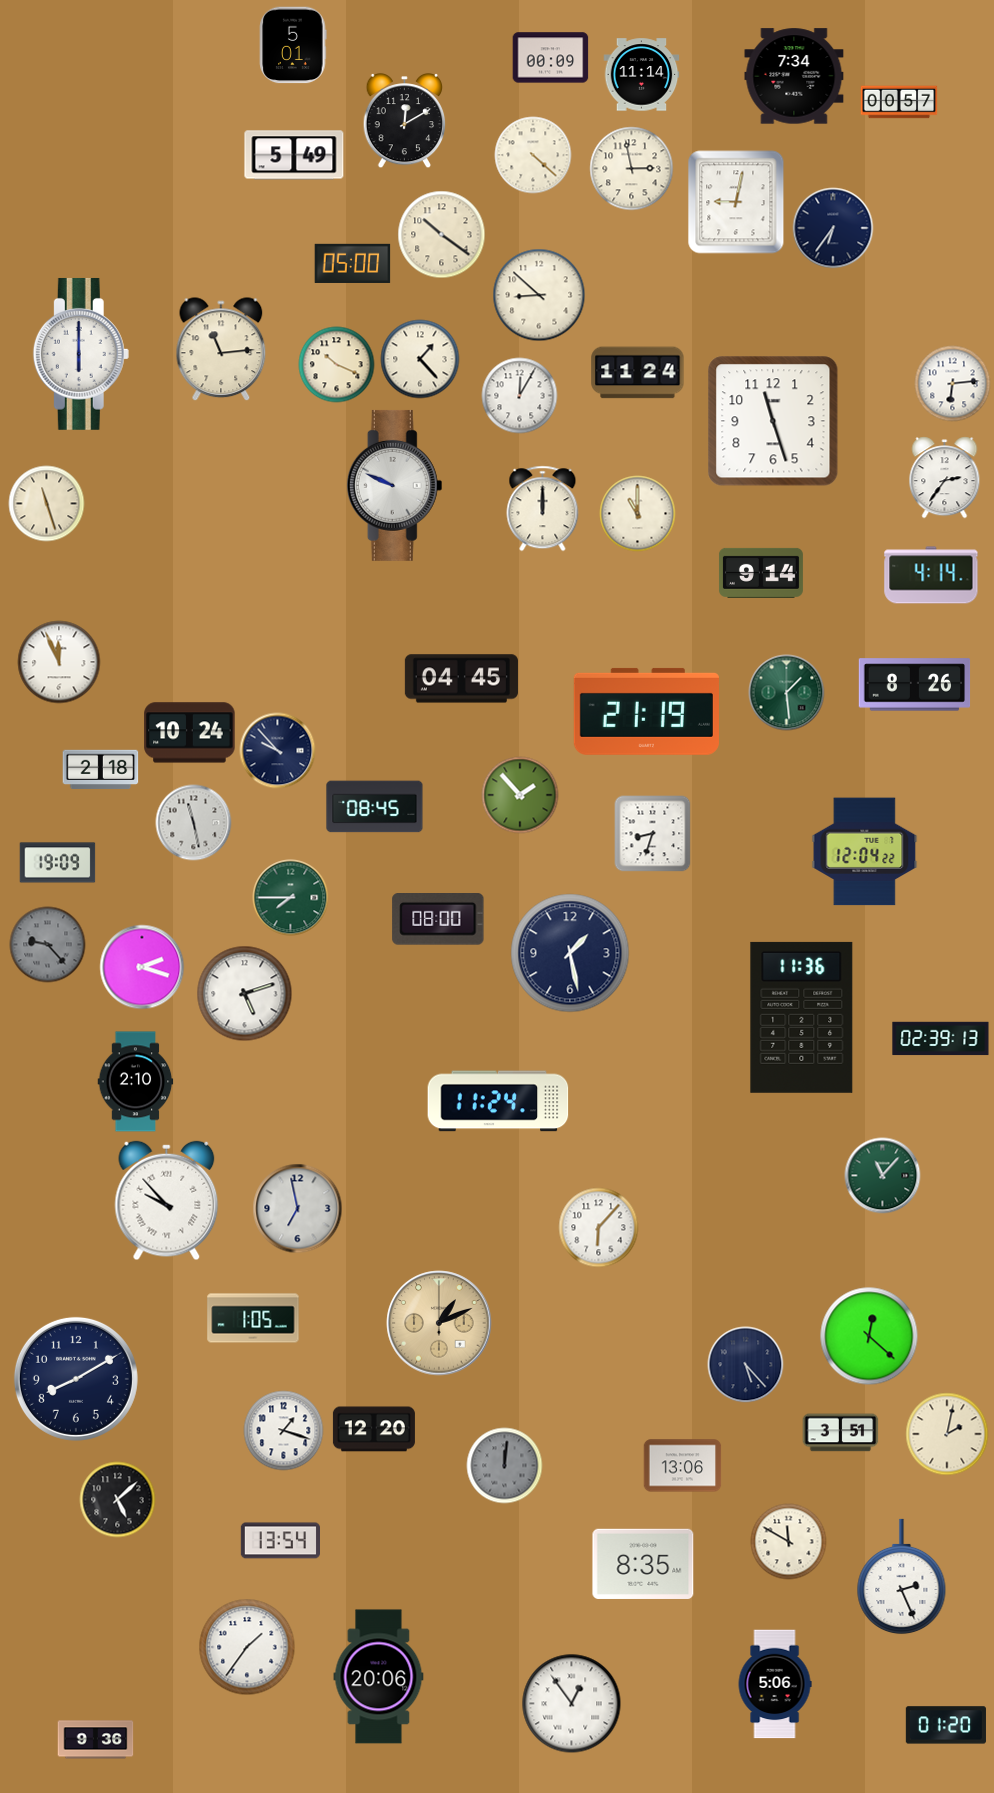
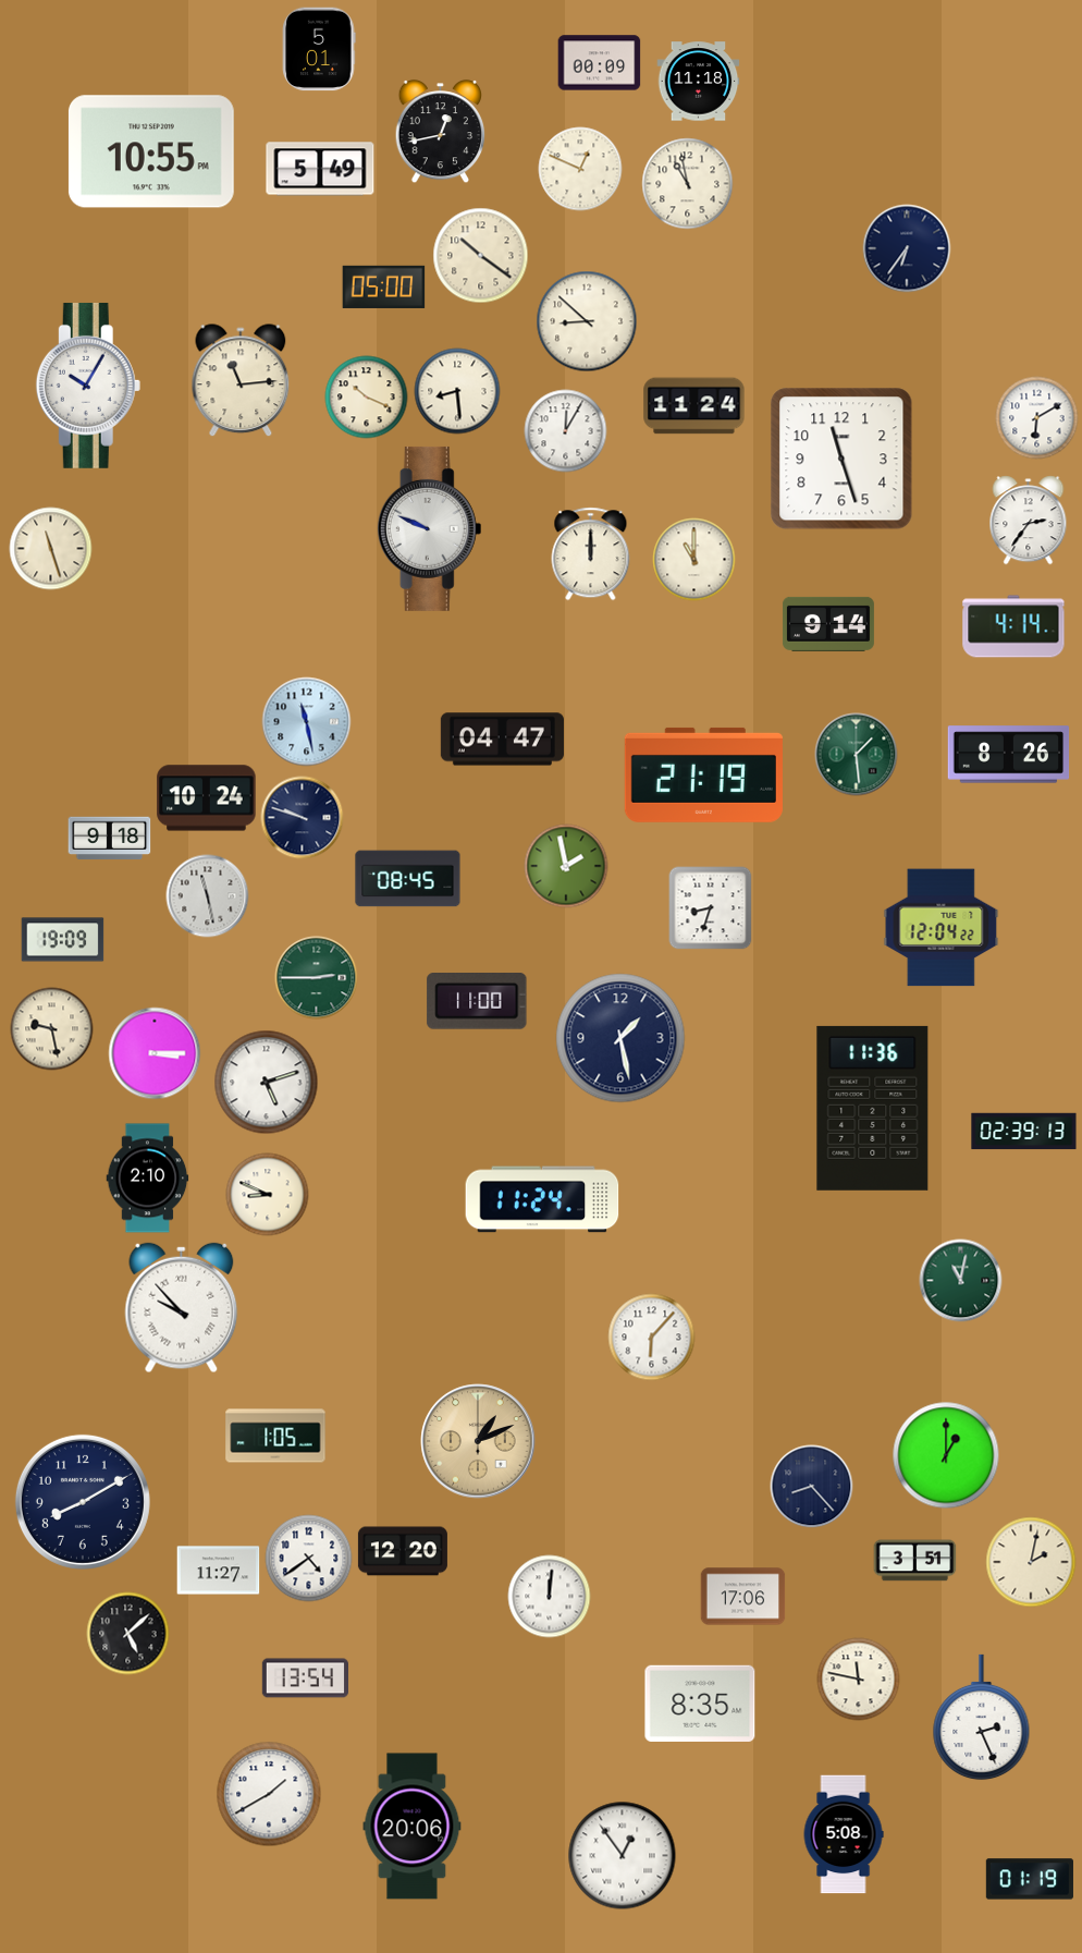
clock at (642, 75): 11:14 -> 11:18
clock at (794, 76): 7:34 -> none
clock at (899, 102): 00:57 -> none
clock at (405, 121): 12:10 -> 12:43
clock at (151, 151): none -> 10:55
clock at (533, 155): 4:22 -> 12:49
clock at (632, 169): 2:58 -> 10:58
clock at (736, 202): 9:02 -> none
clock at (81, 354): 6:00 -> 10:05
clock at (420, 359): 1:23 -> 8:29
clock at (953, 384): 6:14 -> 6:10
clock at (59, 662): 11:56 -> none
clock at (307, 722): none -> 11:28
clock at (461, 679): 04:45 -> 04:47
clock at (915, 685) position: (915, 685) -> (1009, 755)
clock at (278, 751): 9:53 -> 9:48
clock at (101, 770): 2:18 -> 9:18
clock at (520, 795): 1:53 -> 1:58
clock at (194, 823) position: (194, 823) -> (208, 896)
clock at (291, 898): 7:45 -> 2:45
clock at (438, 920): 08:00 -> 11:00
clock at (48, 945): 9:23 -> 9:28
clock at (48, 945) dial: grey -> cream
clock at (142, 967): 2:18 -> 3:15
clock at (268, 1195): none -> 8:49
clock at (883, 1176): 11:07 -> 11:02
clock at (298, 1209): 6:58 -> none
clock at (869, 1336): 12:22 -> 1:00
clock at (746, 1365): 5:23 -> 8:23
clock at (374, 1429) position: (374, 1429) -> (403, 1551)
clock at (284, 1431): 1:18 -> 4:39
clock at (219, 1571): none -> 11:27
clock at (505, 1466) dial: grey -> white
clock at (683, 1466): 13:06 -> 17:06
clock at (789, 1542): 11:50 -> 11:47
clock at (247, 1647): 1:36 -> 1:40
clock at (775, 1684): 5:06 -> 5:08
clock at (946, 1725): 01:20 -> 01:19
clock at (96, 1740): 9:36 -> none
